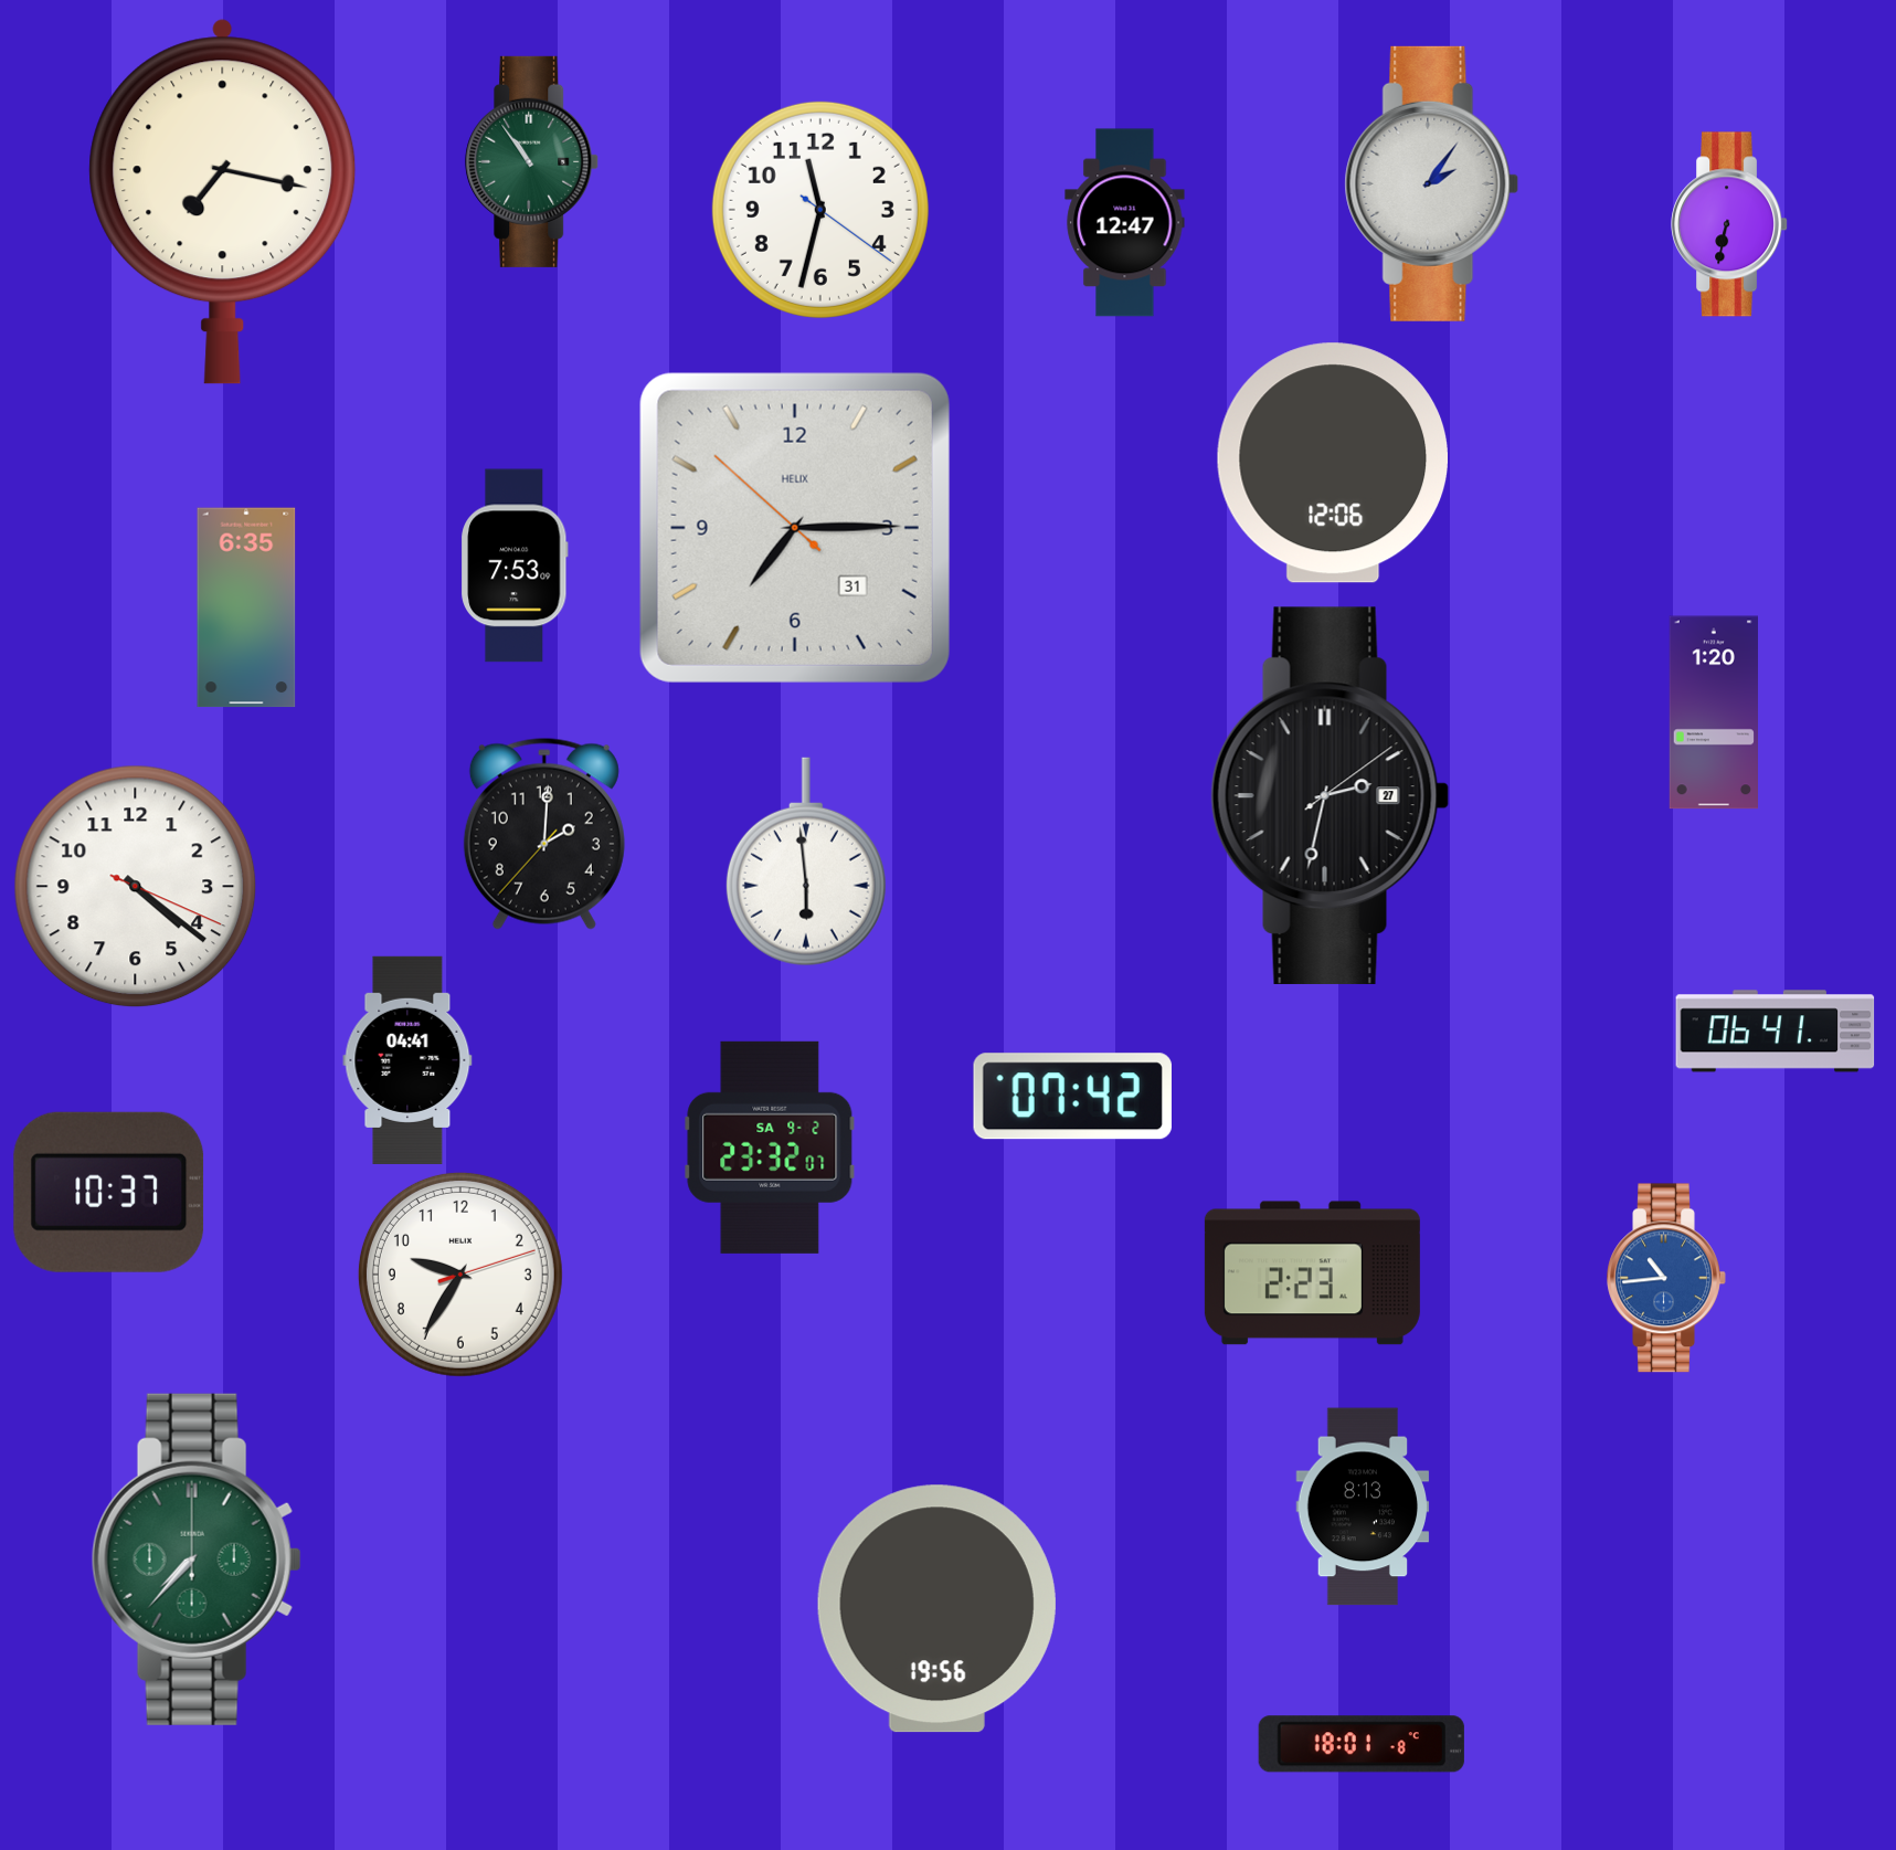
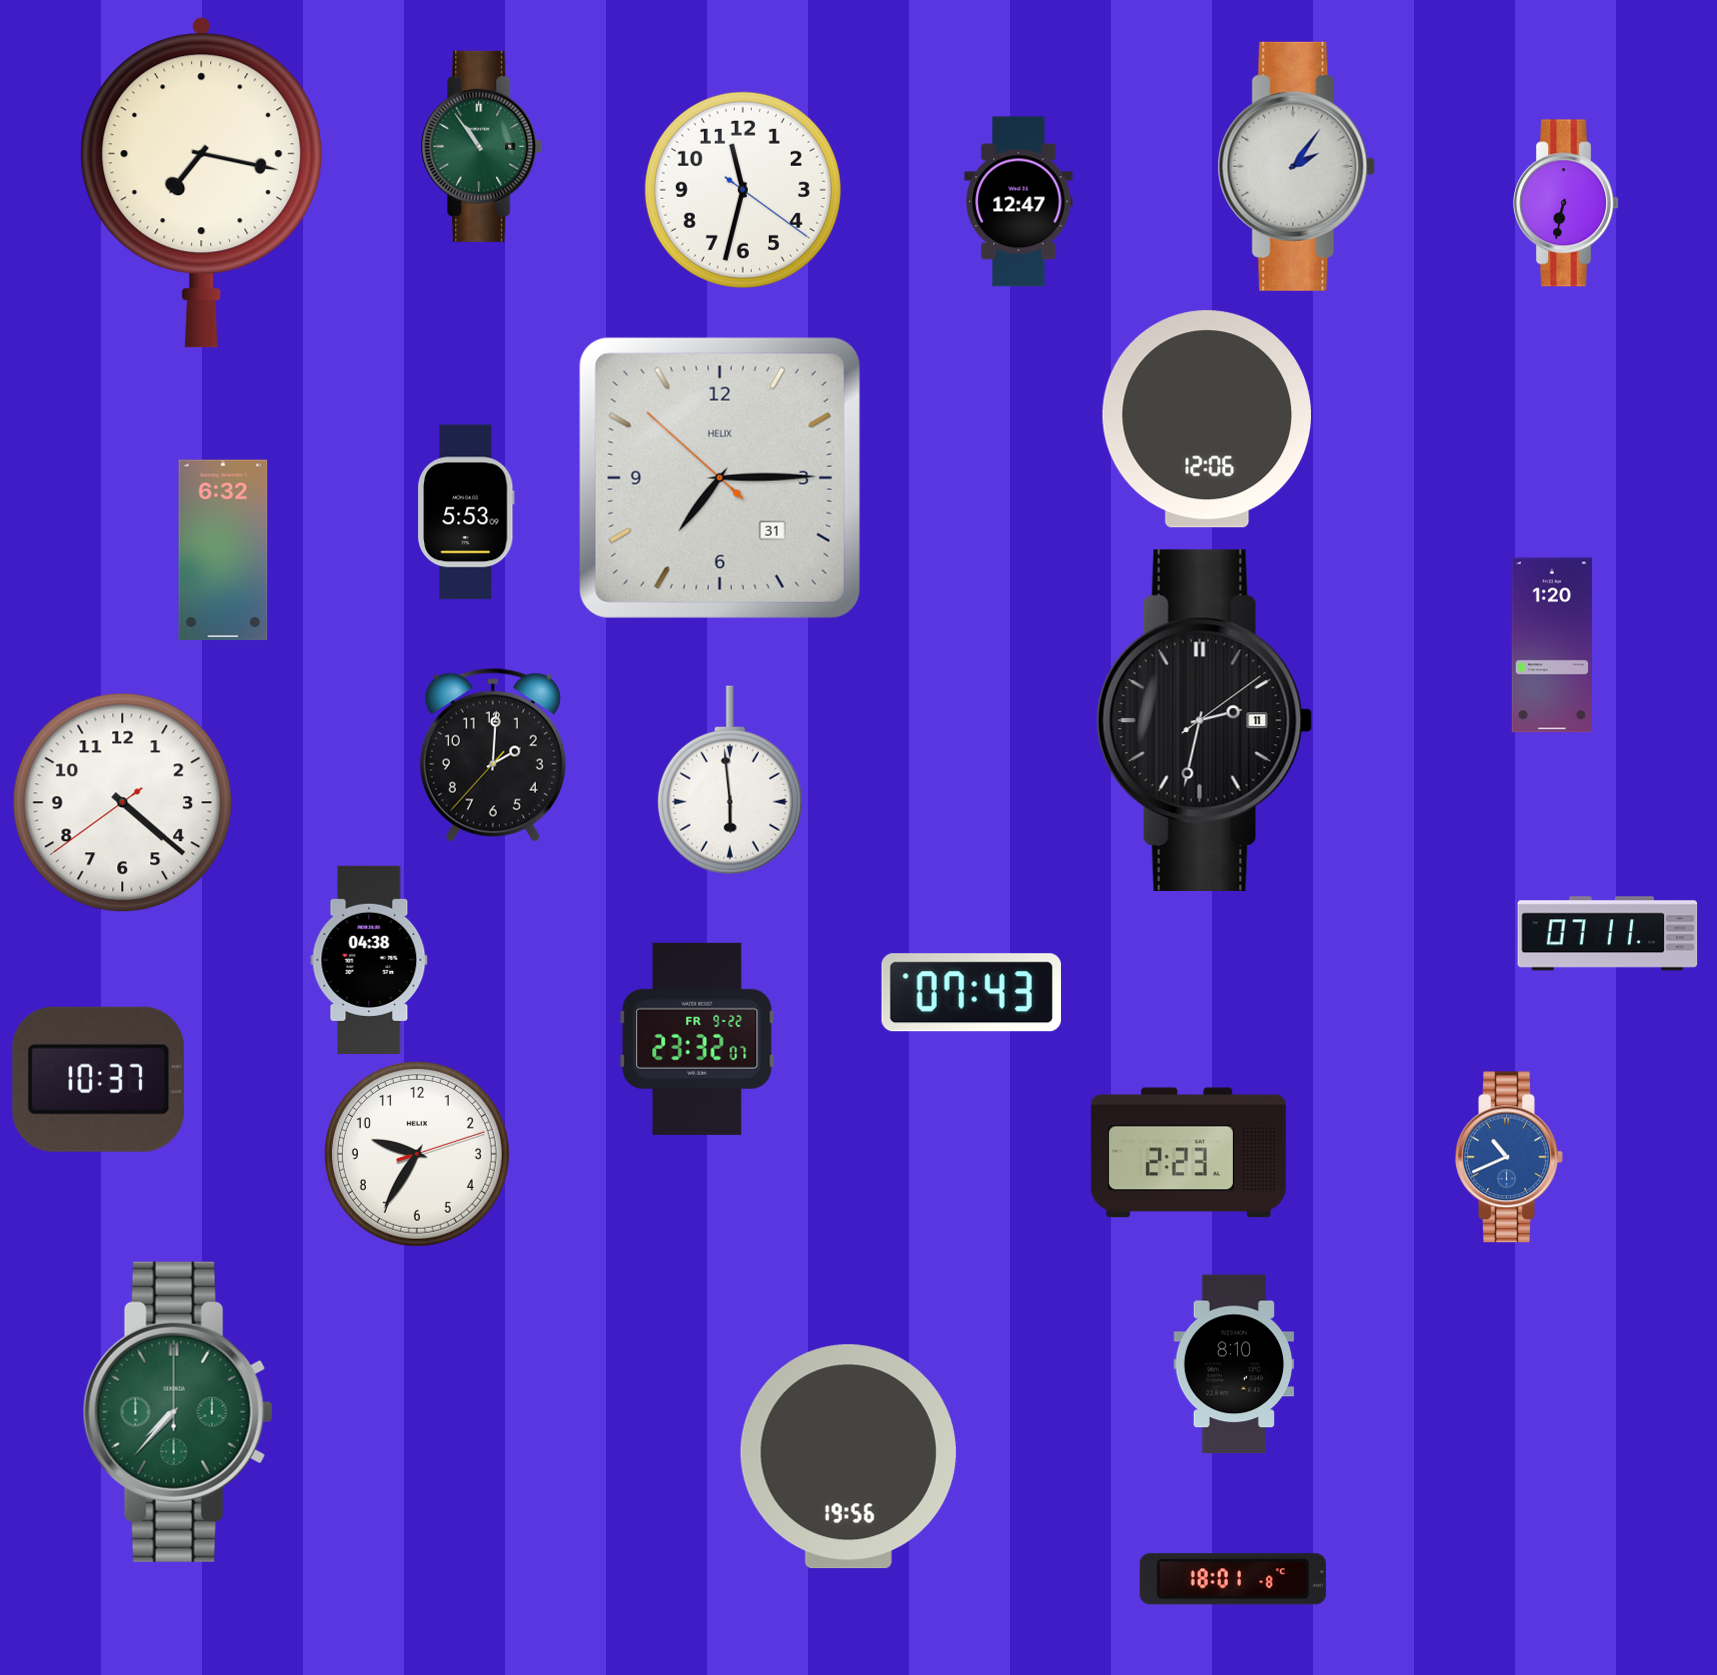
clock at (516, 565): 7:53 -> 5:53
clock at (246, 607): 6:35 -> 6:32
clock at (1331, 795) date: 27 -> 11
clock at (136, 887): 4:21:19 -> 4:21:39
clock at (1776, 1032): 06:41 -> 07:11
clock at (407, 1060): 04:41 -> 04:38
clock at (1072, 1097): 07:42 -> 07:43
clock at (770, 1148) date: SA 9-2 -> FR 9-22
clock at (1666, 1278): 10:44 -> 10:41
clock at (1363, 1507): 8:13 -> 8:10
